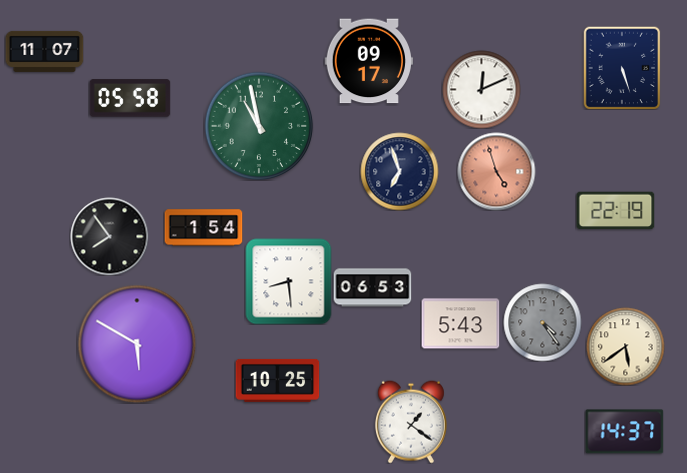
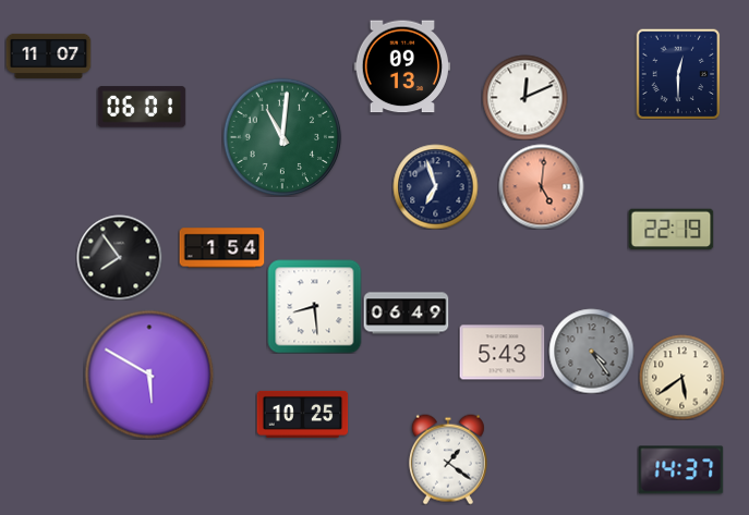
clock at (368, 61): 09:17 -> 09:13
clock at (622, 68): 5:27 -> 12:30
clock at (130, 98): 05:58 -> 06:01
clock at (259, 126): 10:58 -> 11:01
clock at (496, 171): 4:57 -> 5:01
clock at (372, 288): 06:53 -> 06:49
